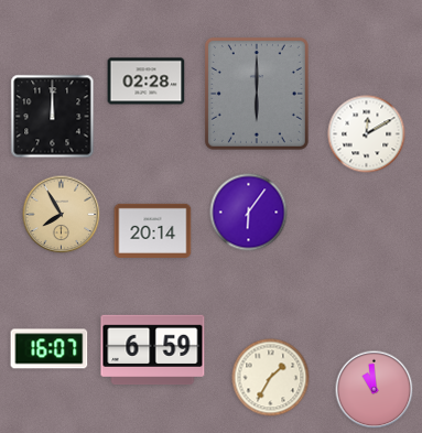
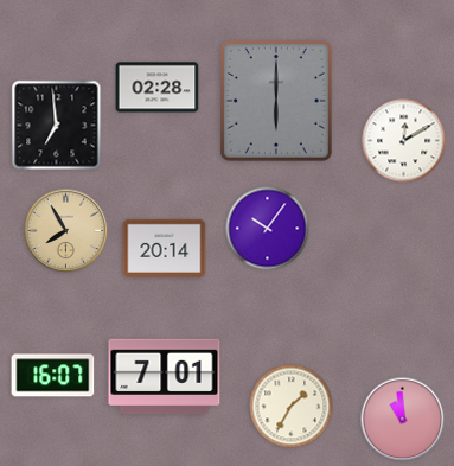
clock at (53, 117): 12:00 -> 6:59
clock at (367, 134) position: (367, 134) -> (404, 141)
clock at (249, 213): 6:06 -> 10:06
clock at (153, 350): 6:59 -> 7:01
